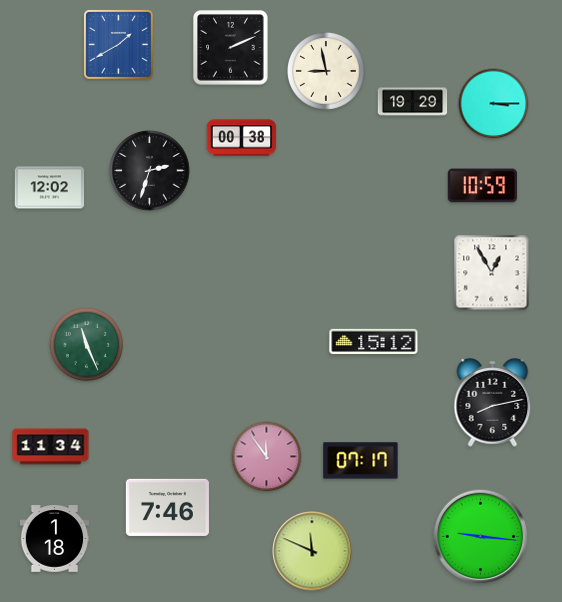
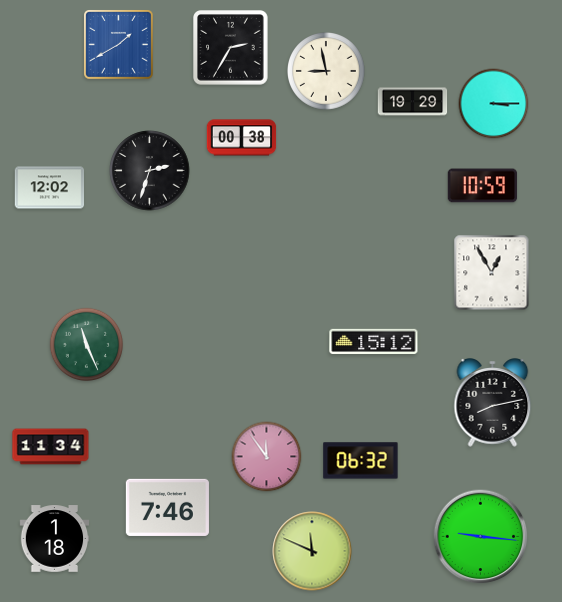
clock at (231, 48): 2:11 -> 2:35
clock at (361, 461): 07:17 -> 06:32
